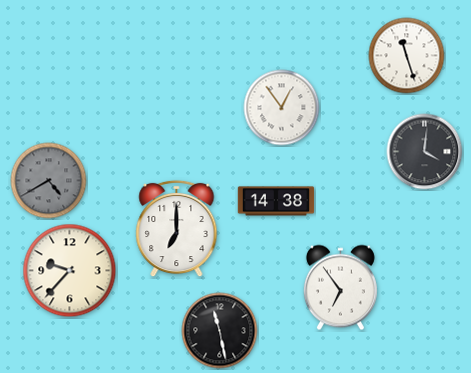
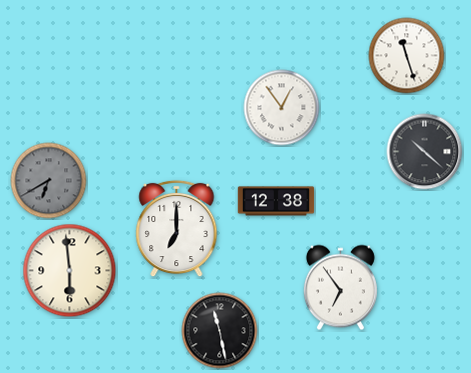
clock at (425, 152): 4:01 -> 10:22
clock at (49, 181): 4:40 -> 6:40
clock at (276, 201): 14:38 -> 12:38
clock at (70, 271): 9:37 -> 5:59
